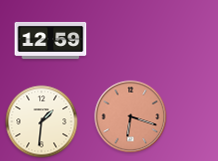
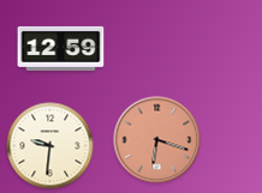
clock at (42, 122): 1:31 -> 9:31
